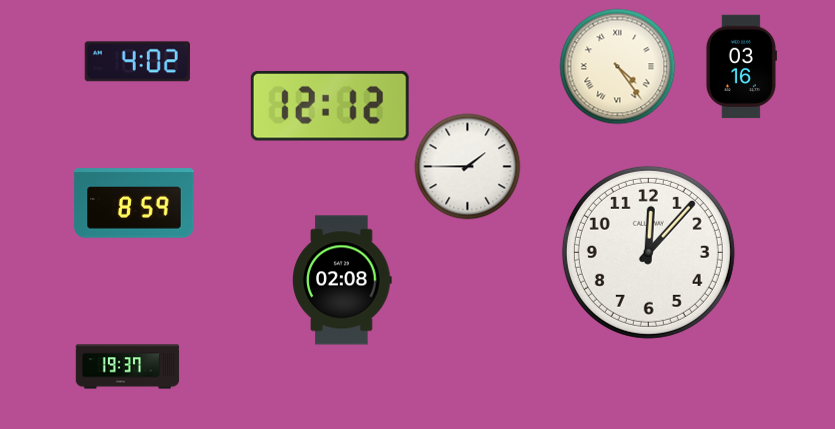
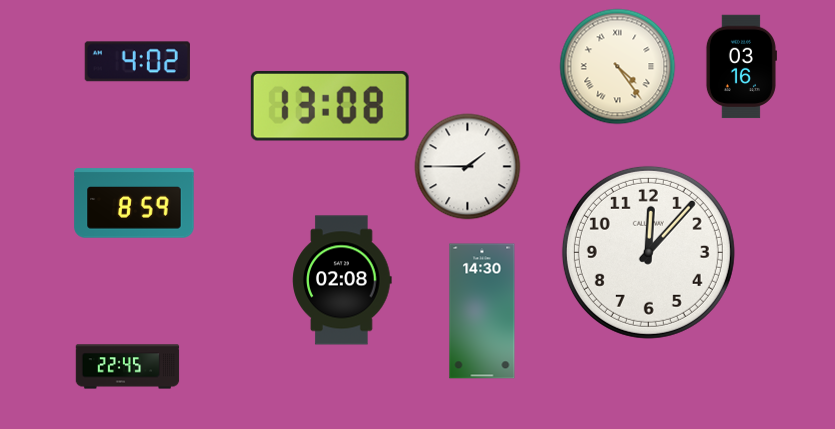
clock at (330, 106): 12:12 -> 13:08
clock at (482, 311): none -> 14:30
clock at (128, 367): 19:37 -> 22:45
